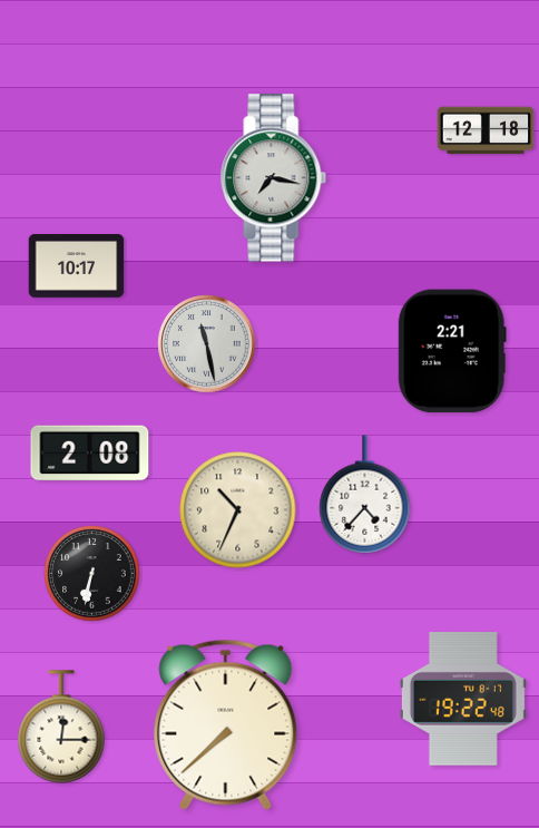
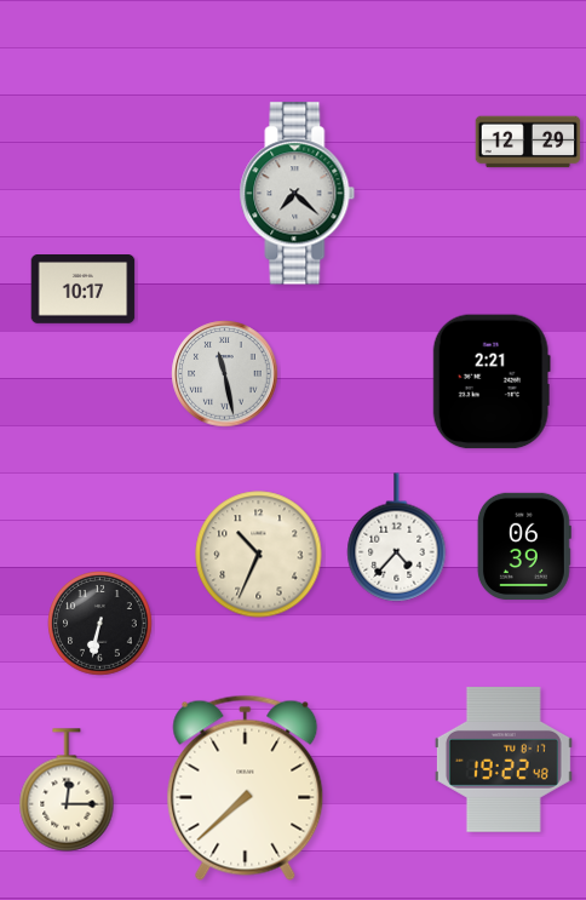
clock at (486, 130): 12:18 -> 12:29
clock at (274, 178): 7:17 -> 7:22
clock at (90, 454): 2:08 -> none
clock at (524, 545): none -> 06:39
